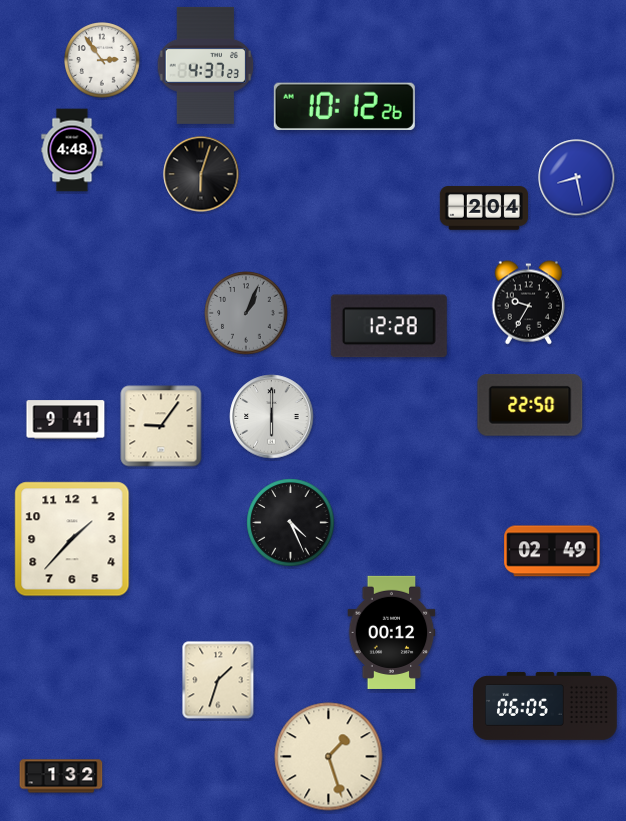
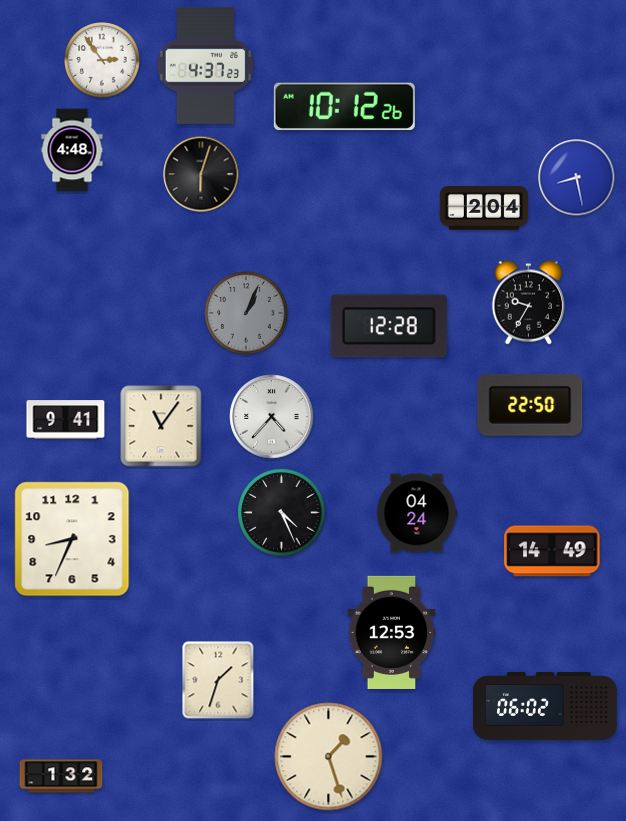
clock at (272, 417): 6:00 -> 4:37
clock at (161, 426): 9:06 -> 11:06
clock at (417, 513): none -> 04:24
clock at (291, 523) position: (291, 523) -> (282, 513)
clock at (72, 539): 1:37 -> 8:34
clock at (552, 551): 02:49 -> 14:49
clock at (392, 632): 00:12 -> 12:53
clock at (545, 706): 06:05 -> 06:02
